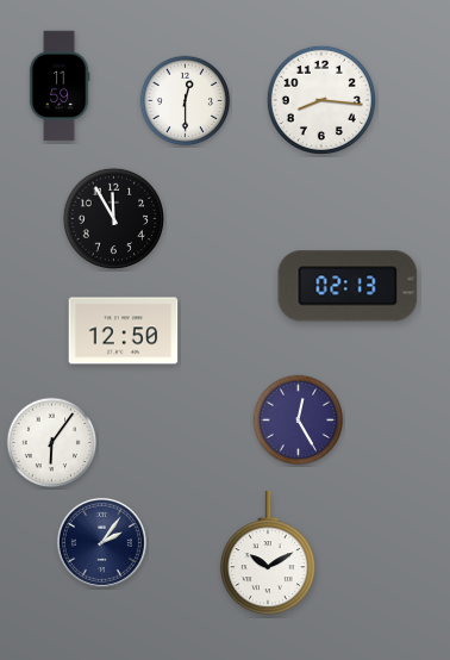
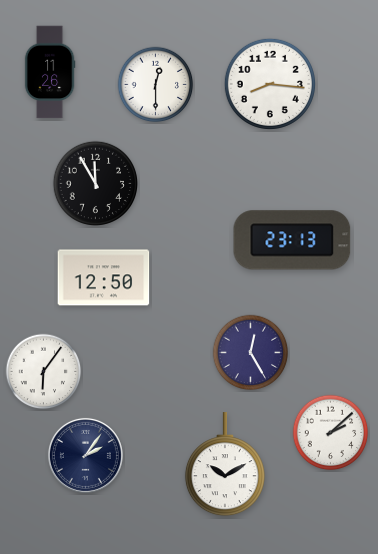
clock at (60, 86): 11:59 -> 11:26
clock at (348, 286): 02:13 -> 23:13
clock at (331, 433): none -> 2:08
